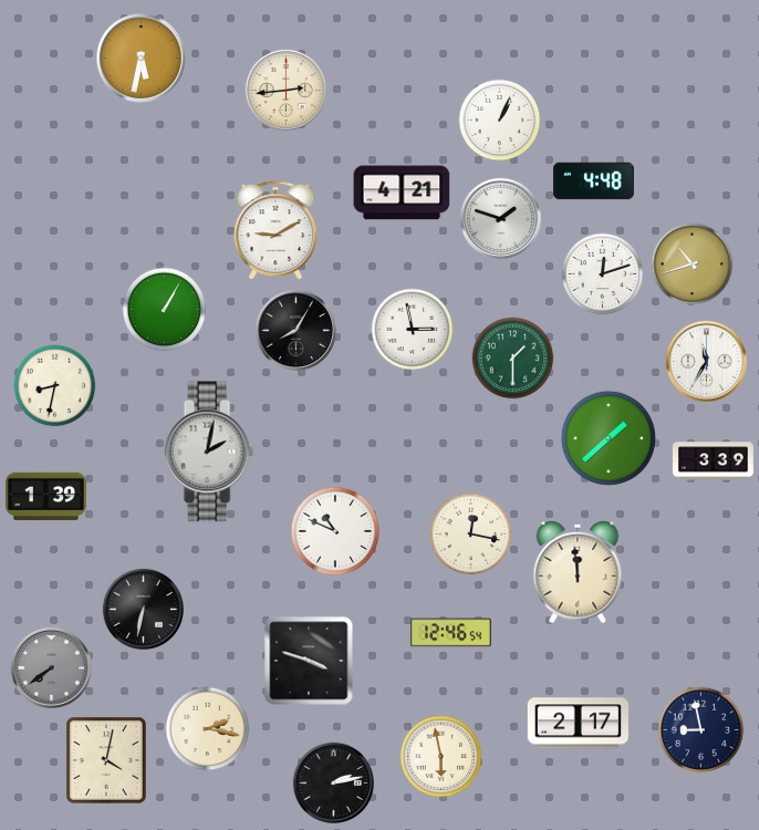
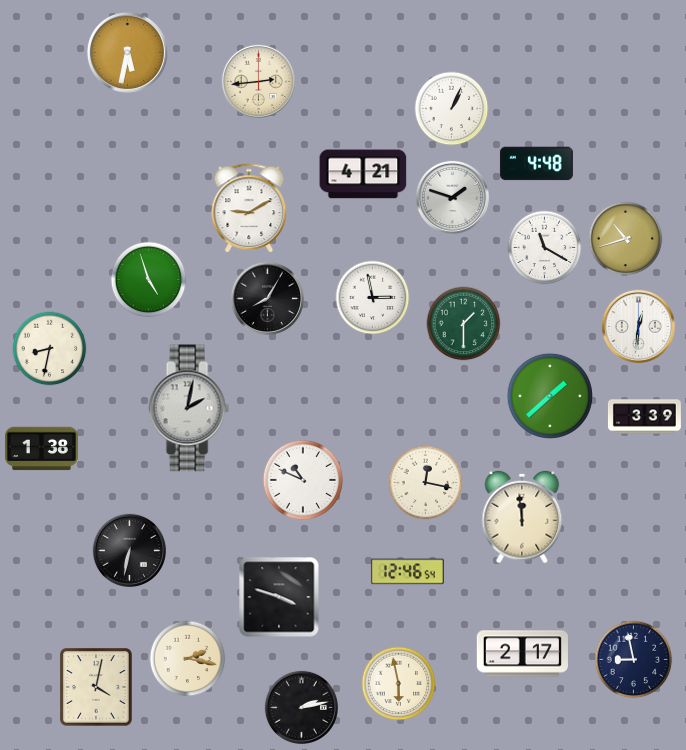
clock at (603, 274): 12:12 -> 11:20
clock at (165, 310): 1:05 -> 4:57
clock at (706, 361): 11:35 -> 12:31
clock at (45, 497): 1:39 -> 1:38
clock at (51, 667): 7:39 -> none
